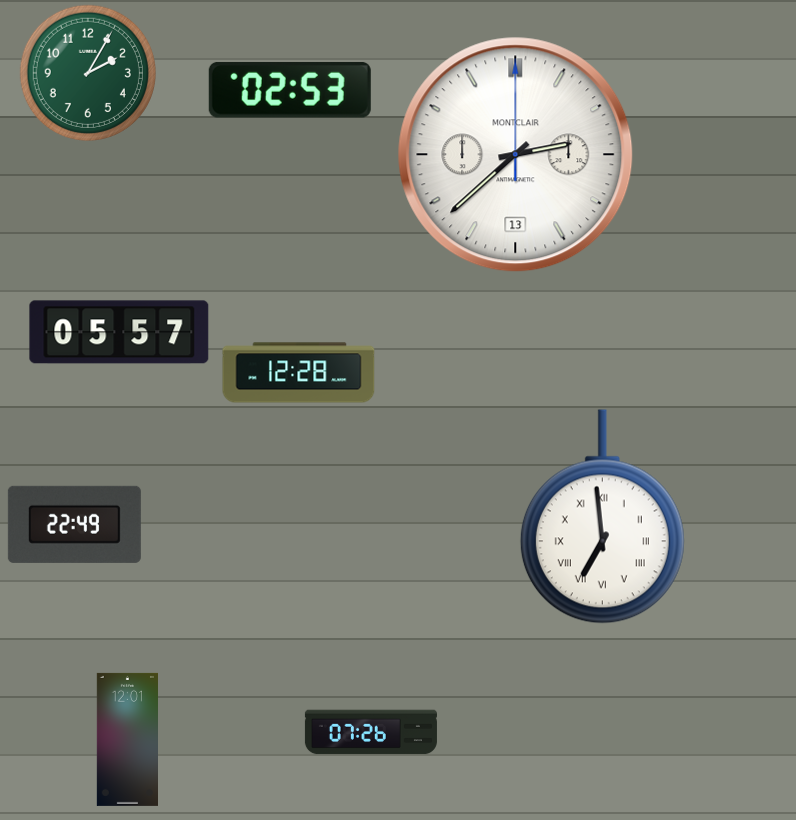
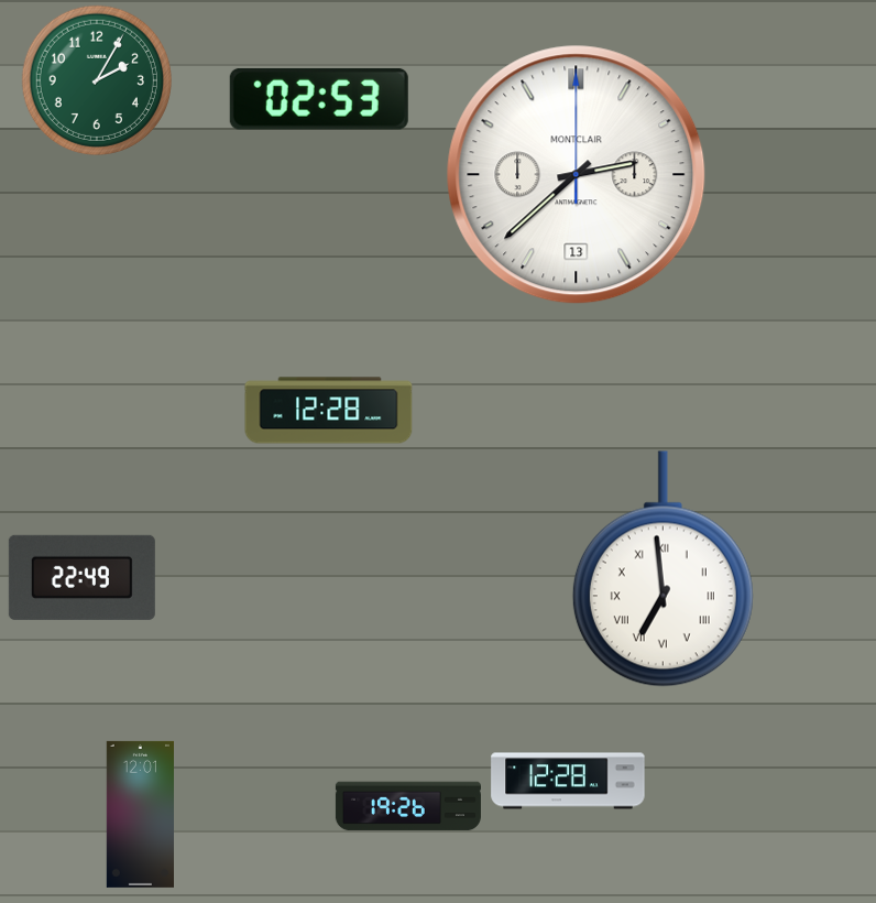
clock at (516, 155) position: (516, 155) -> (577, 175)
clock at (119, 332): 05:57 -> none
clock at (568, 781): none -> 12:28
clock at (371, 732): 07:26 -> 19:26
